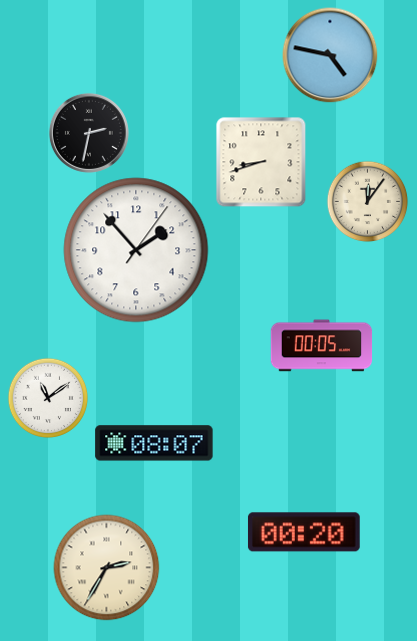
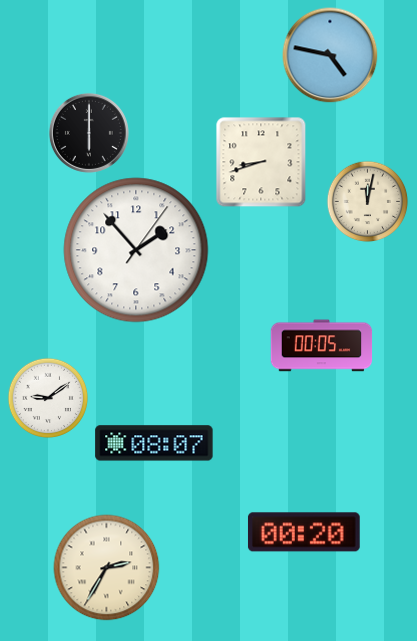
clock at (89, 133): 2:32 -> 6:00
clock at (367, 201): 12:06 -> 12:02
clock at (48, 398): 11:09 -> 9:09
